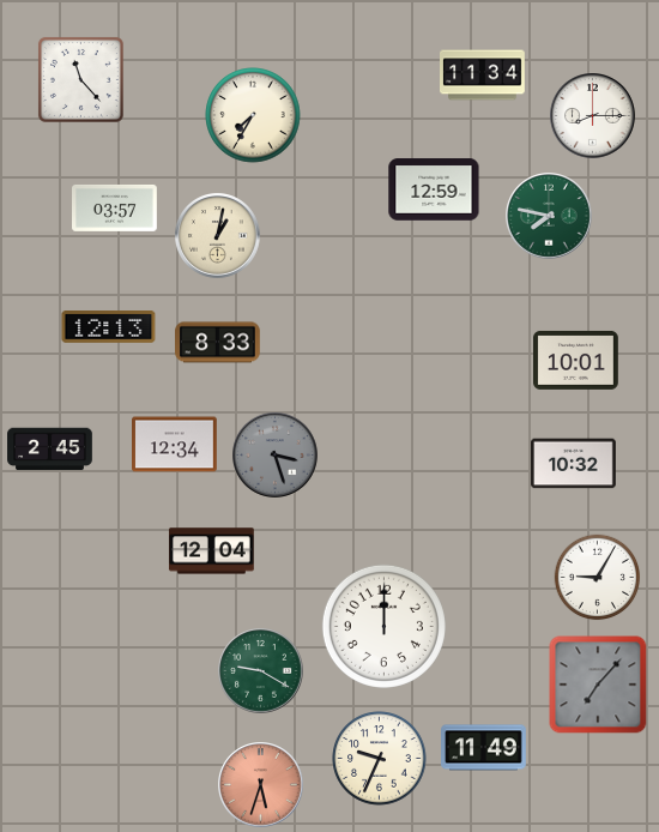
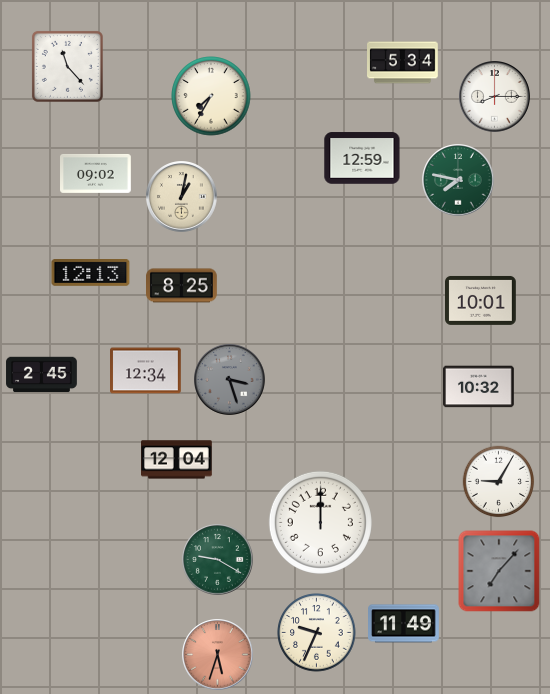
clock at (483, 76): 11:34 -> 5:34
clock at (115, 207): 03:57 -> 09:02
clock at (218, 343): 8:33 -> 8:25
